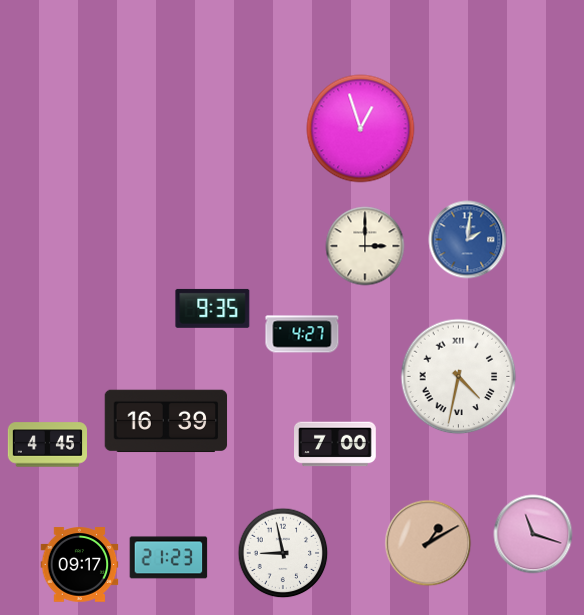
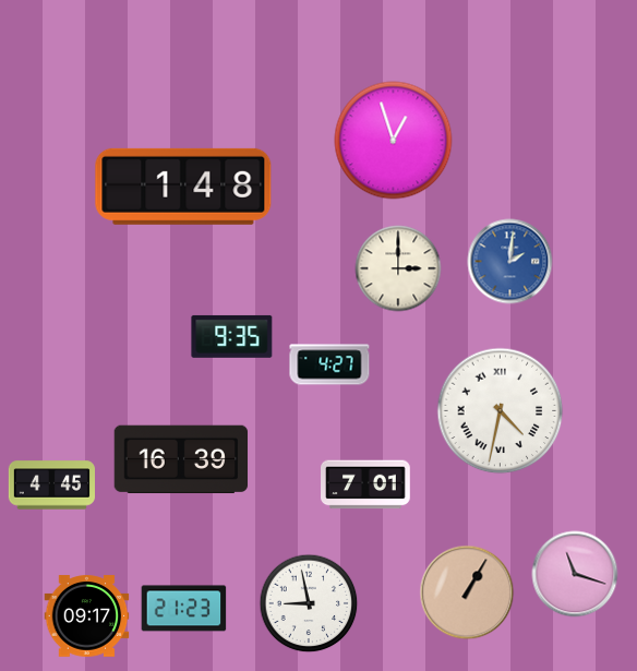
clock at (183, 187): none -> 1:48
clock at (336, 444): 7:00 -> 7:01
clock at (533, 534) position: (533, 534) -> (575, 574)
clock at (428, 543): 1:10 -> 1:05
